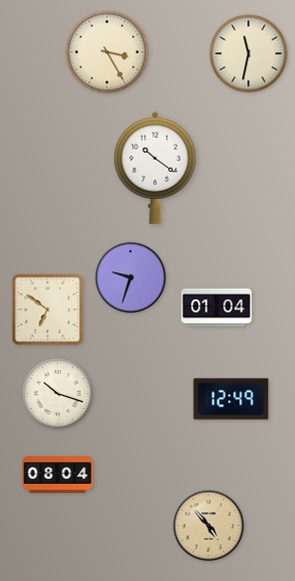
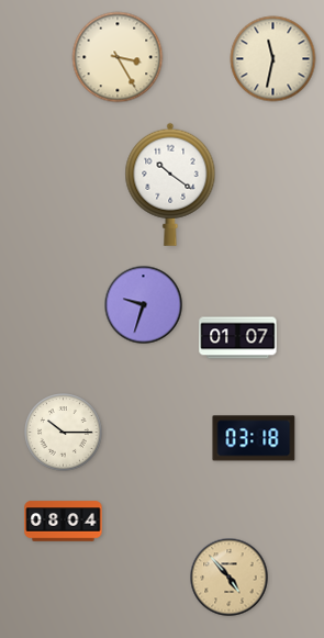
clock at (217, 308): 01:04 -> 01:07
clock at (48, 310): 6:51 -> none
clock at (58, 394): 10:18 -> 10:15
clock at (231, 399): 12:49 -> 03:18
